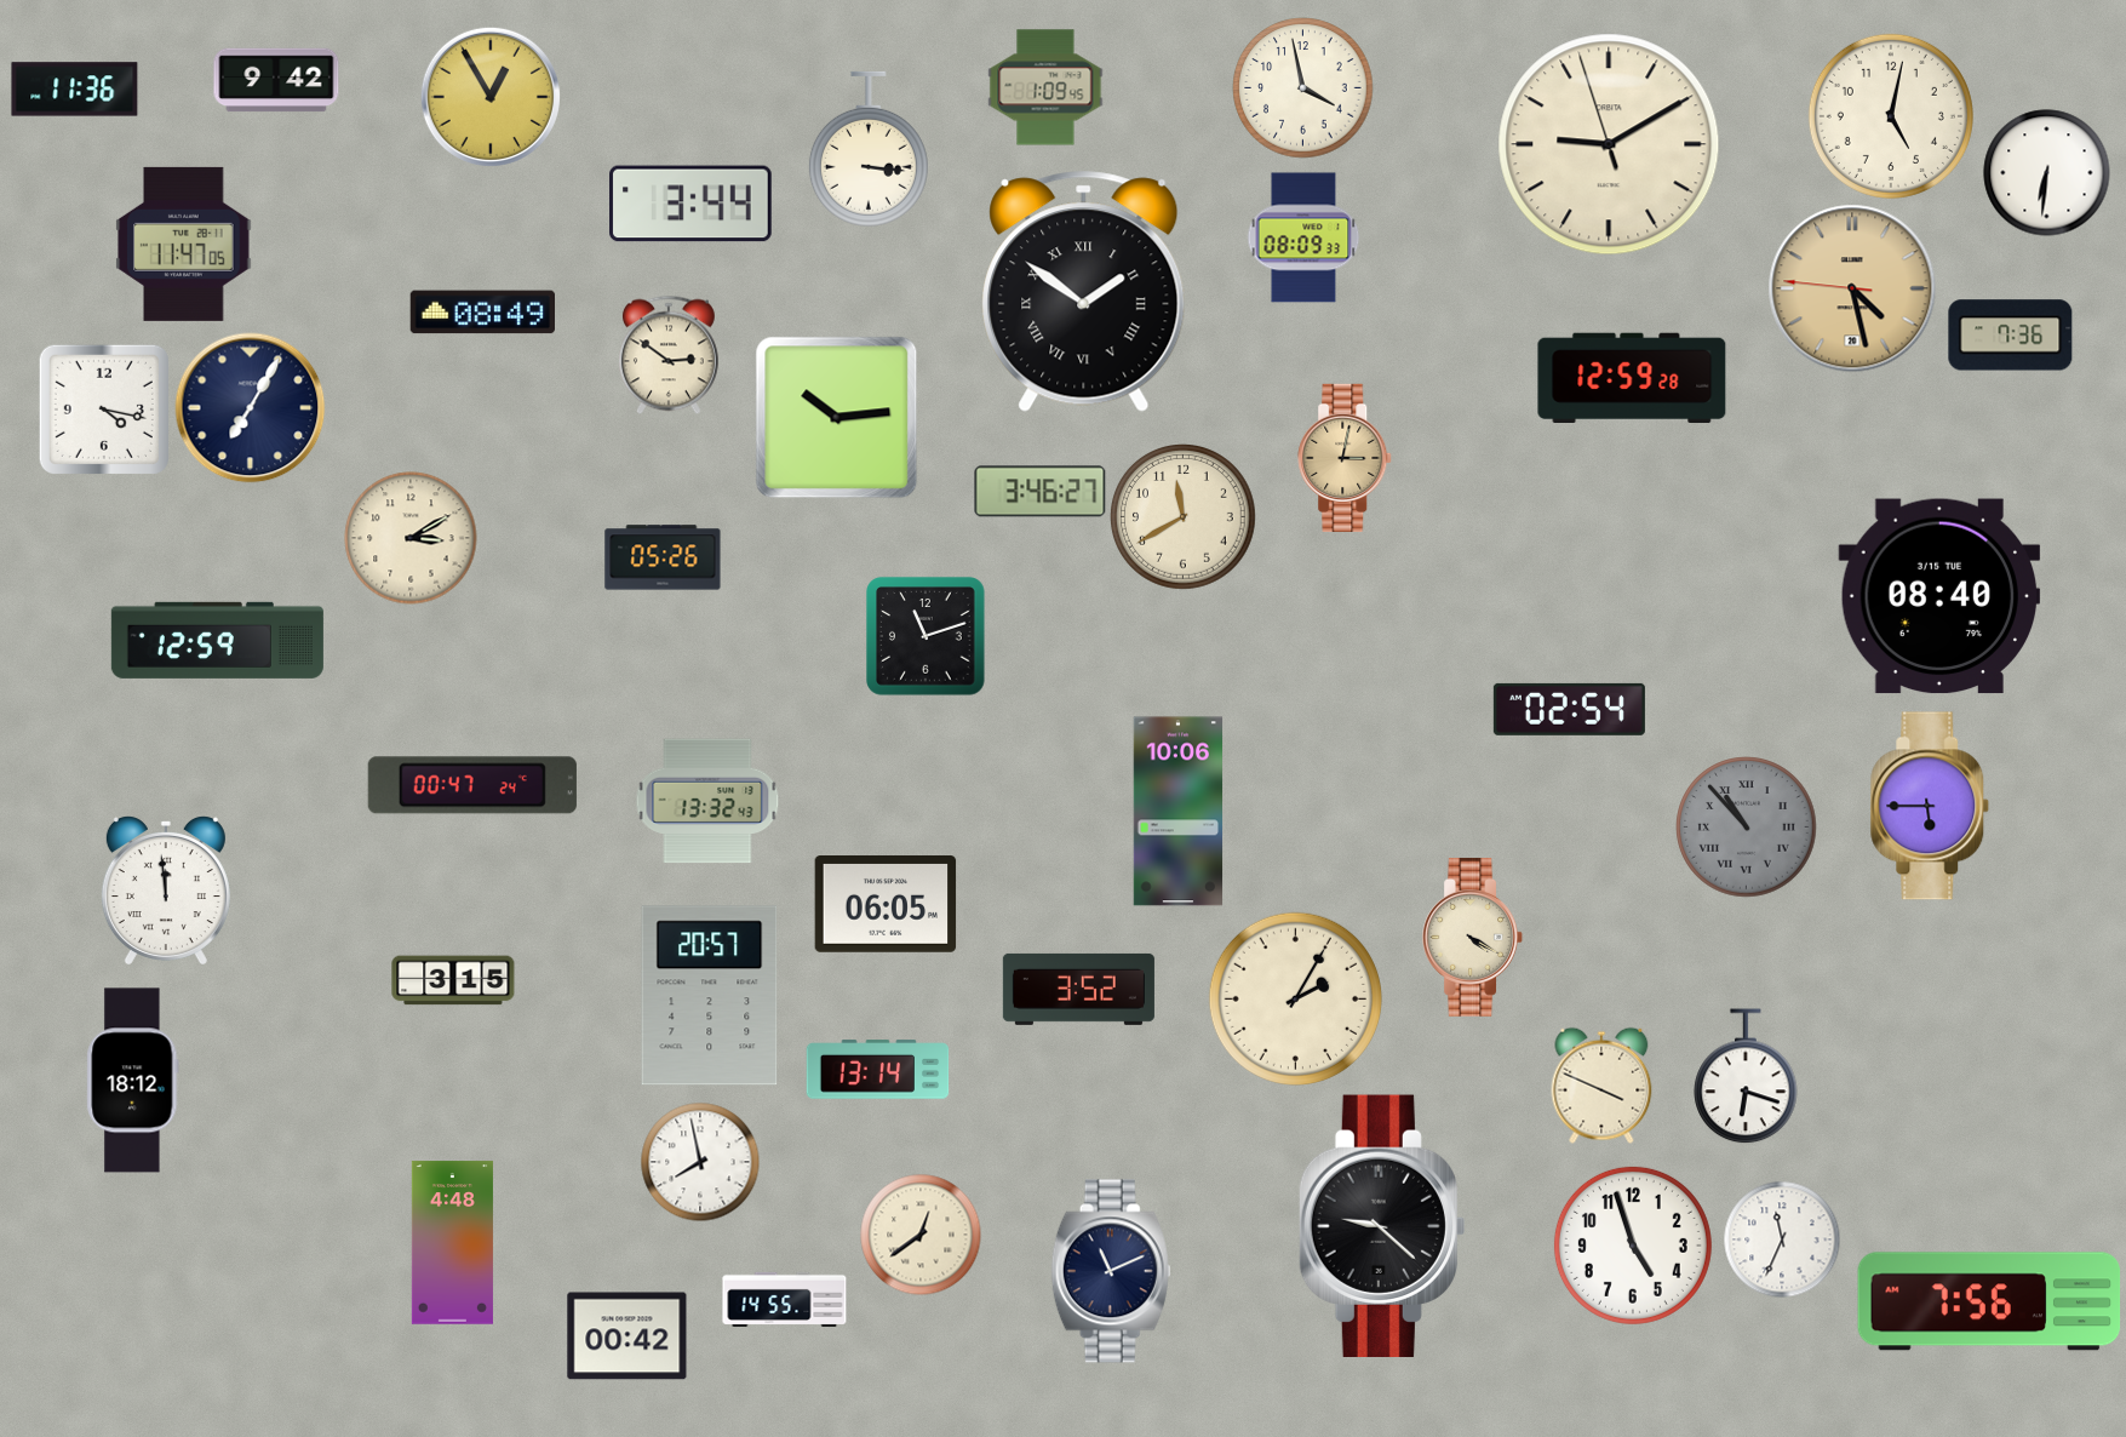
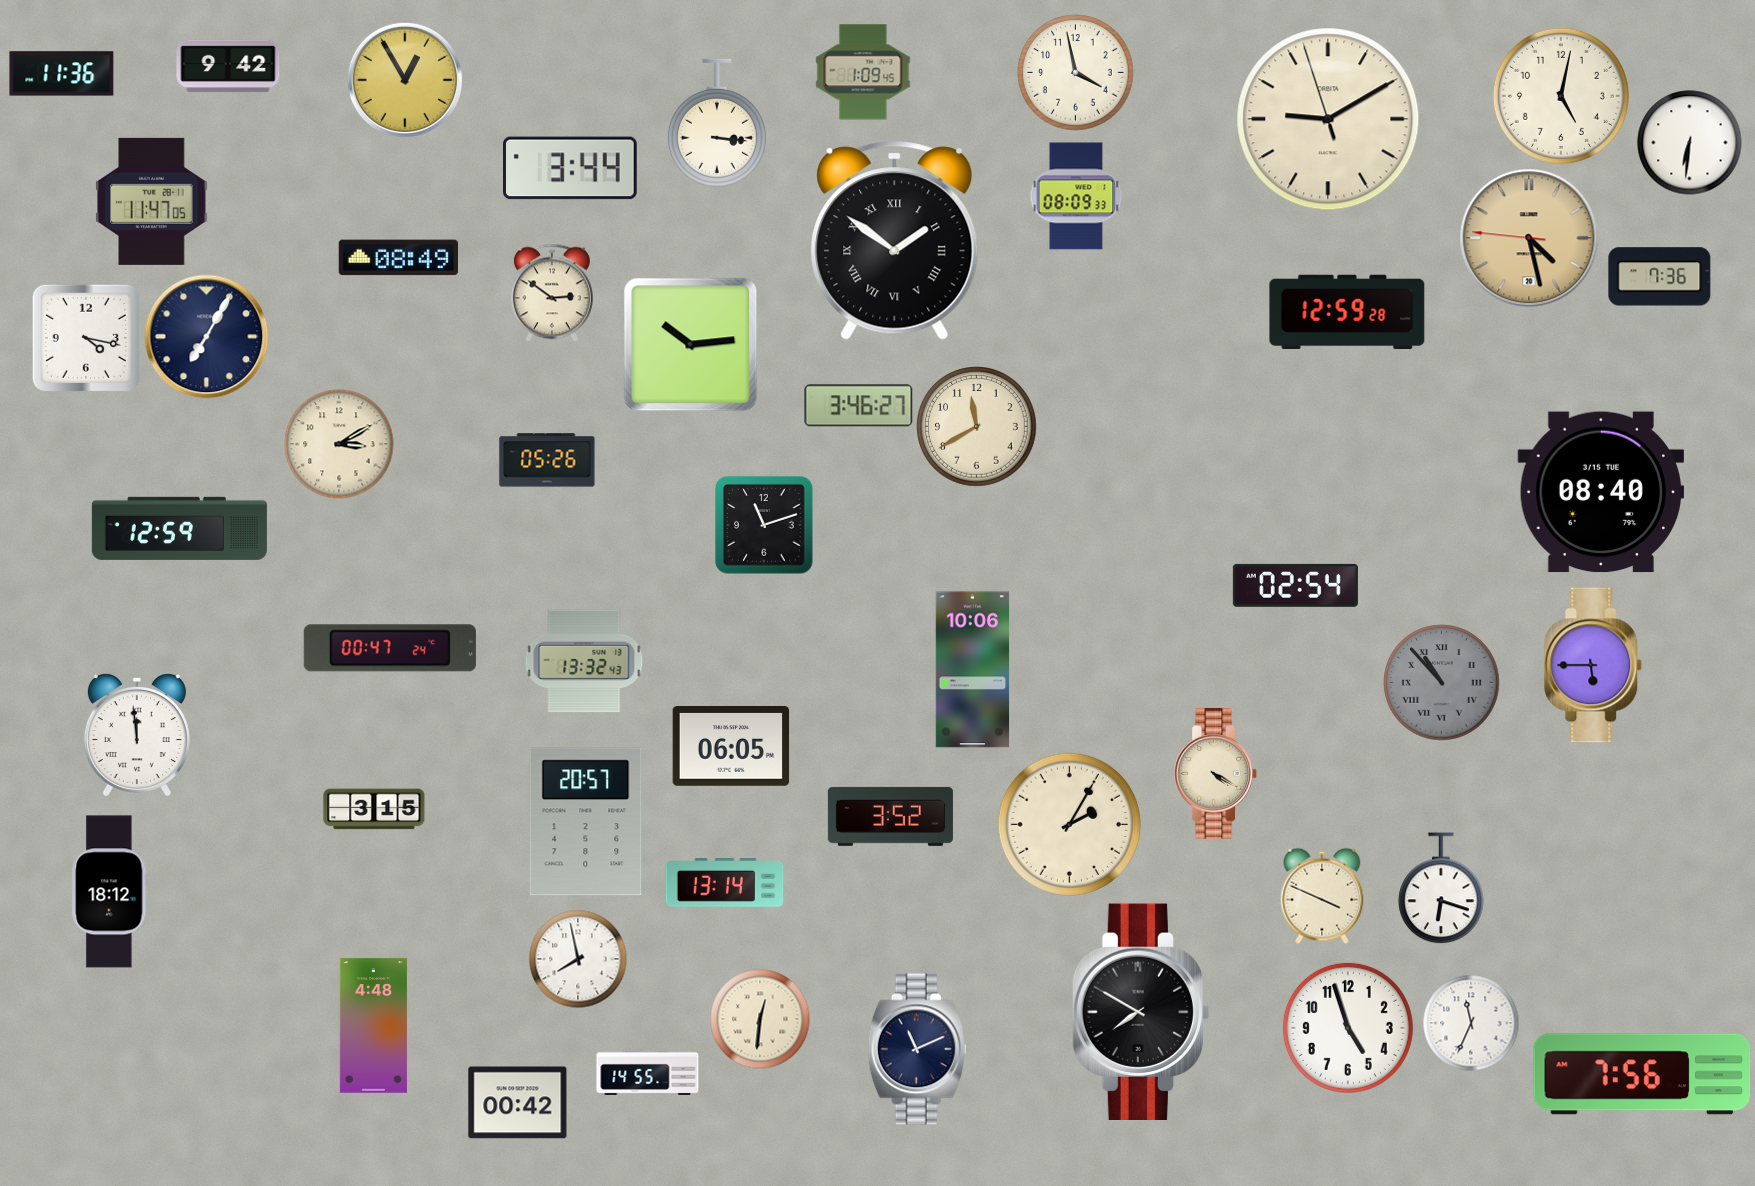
clock at (1346, 458): 3:02 -> none
clock at (1382, 1225): 9:22 -> 7:50
clock at (921, 1235): 12:39 -> 12:31
